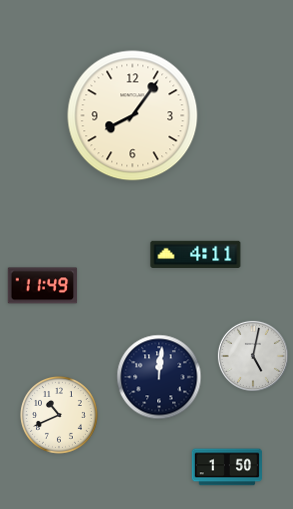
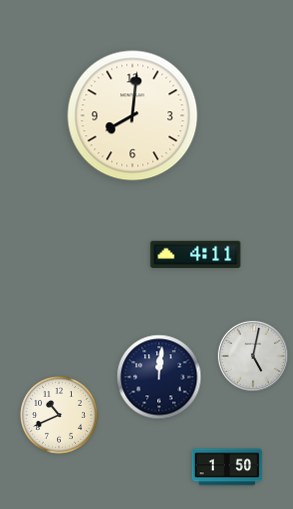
clock at (133, 116): 8:06 -> 8:01
clock at (43, 286): 11:49 -> none
